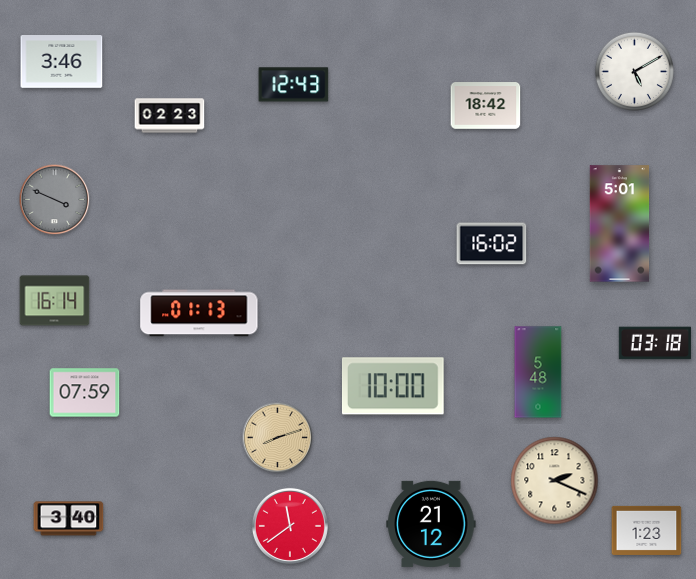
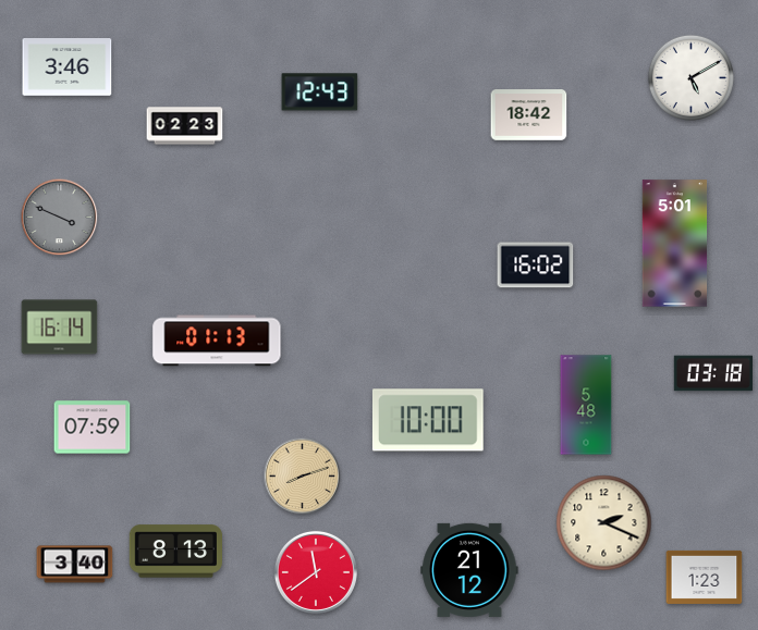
clock at (175, 552): none -> 8:13
